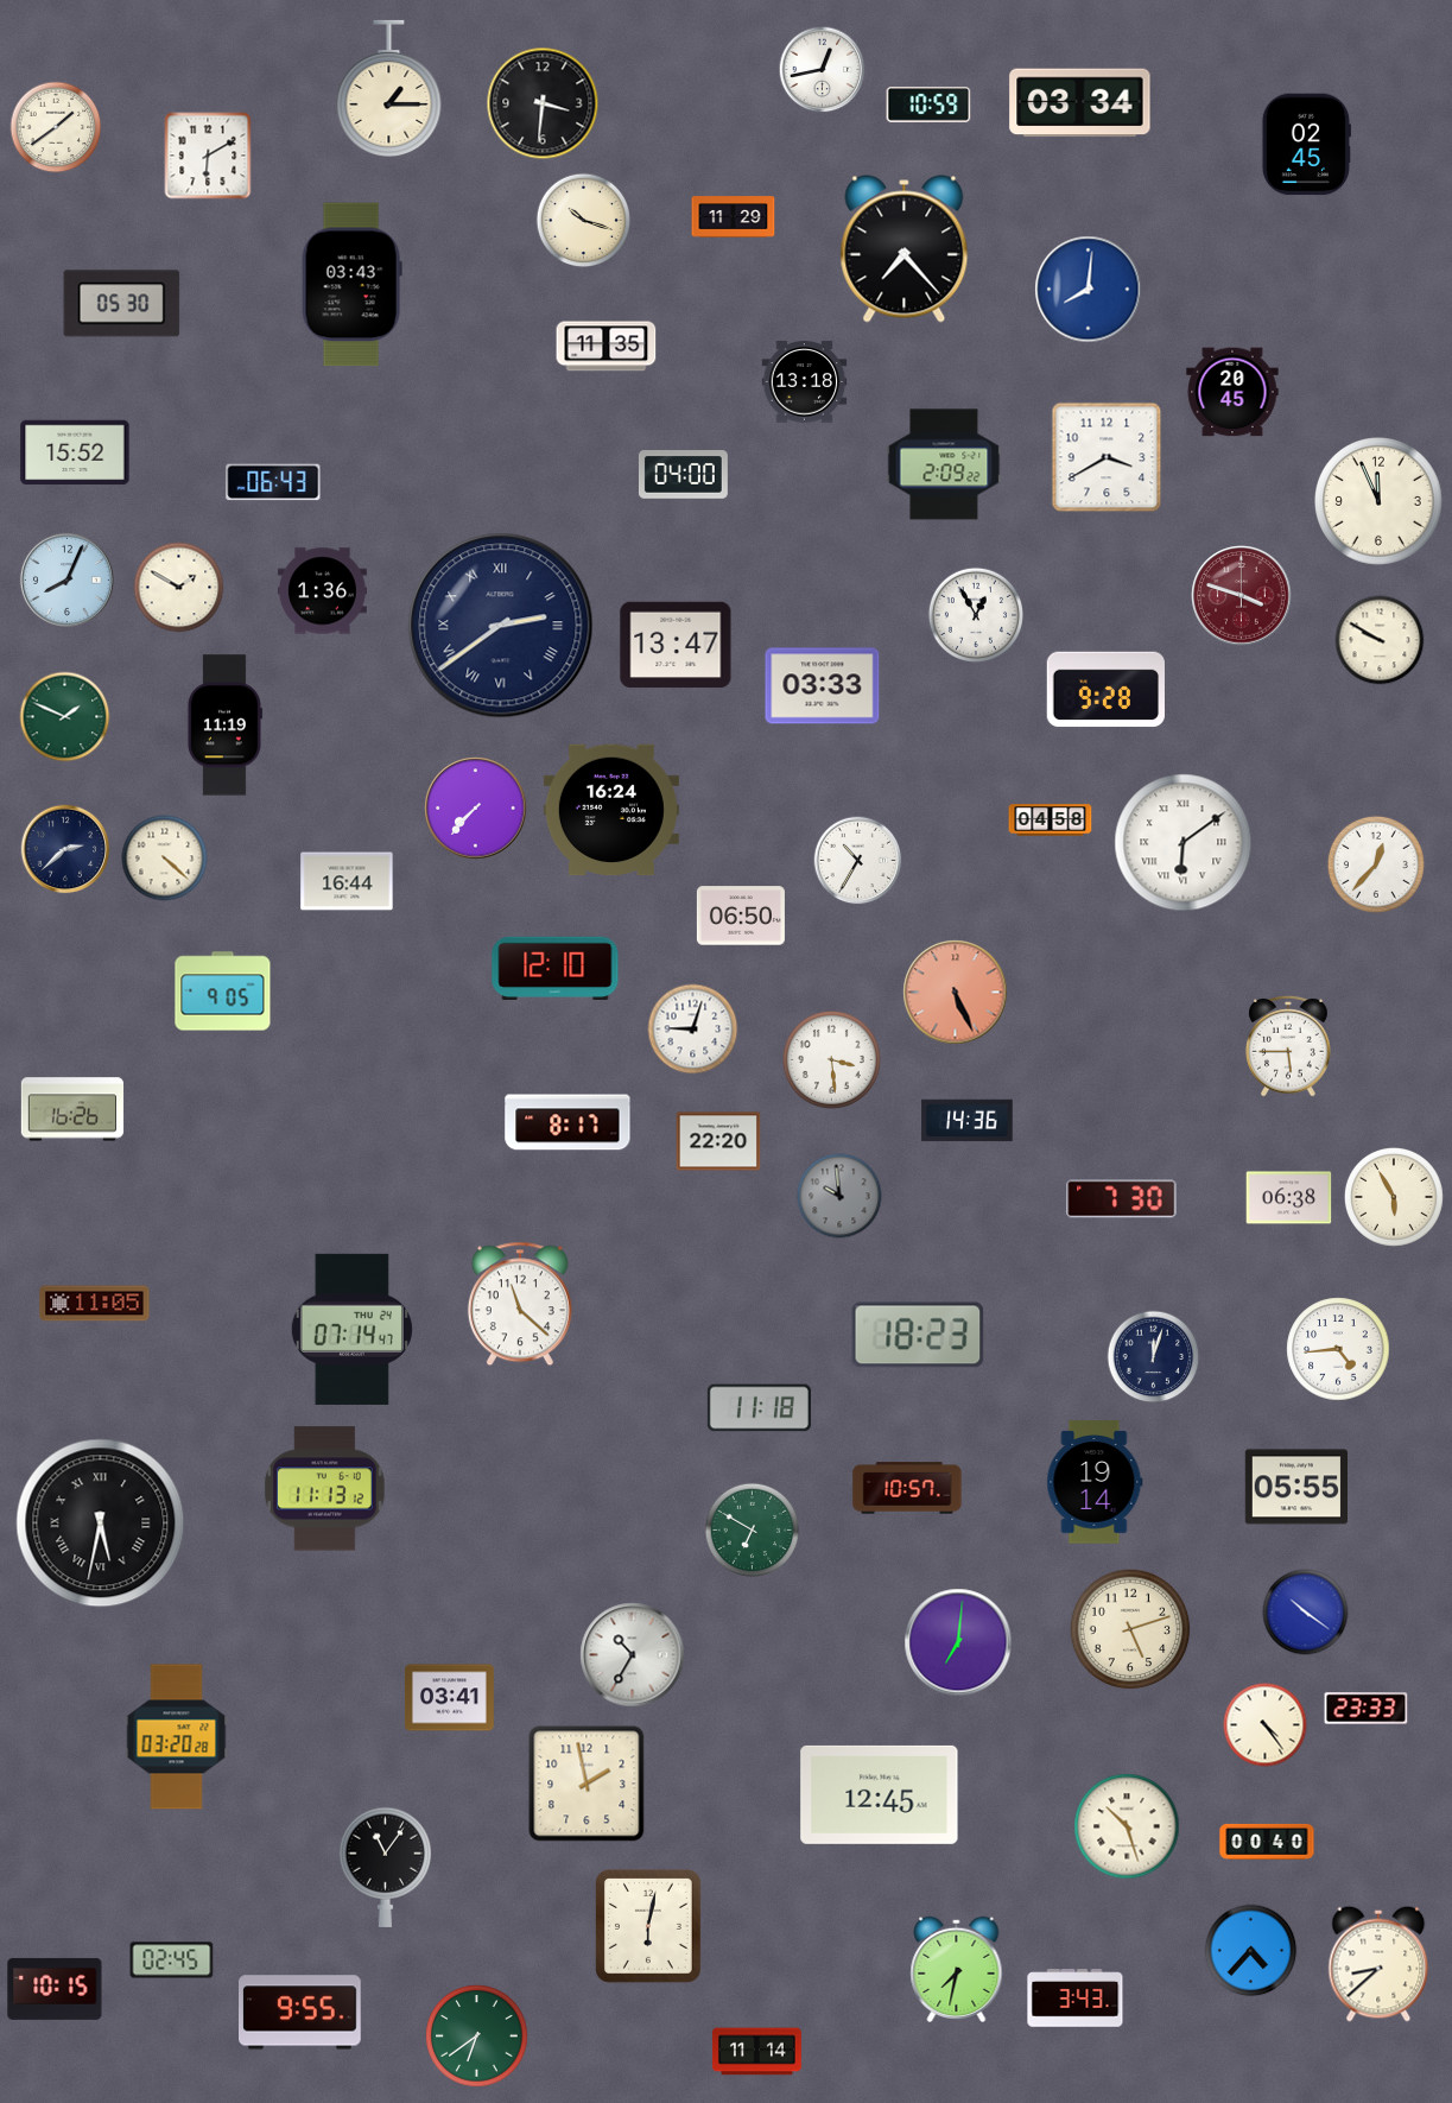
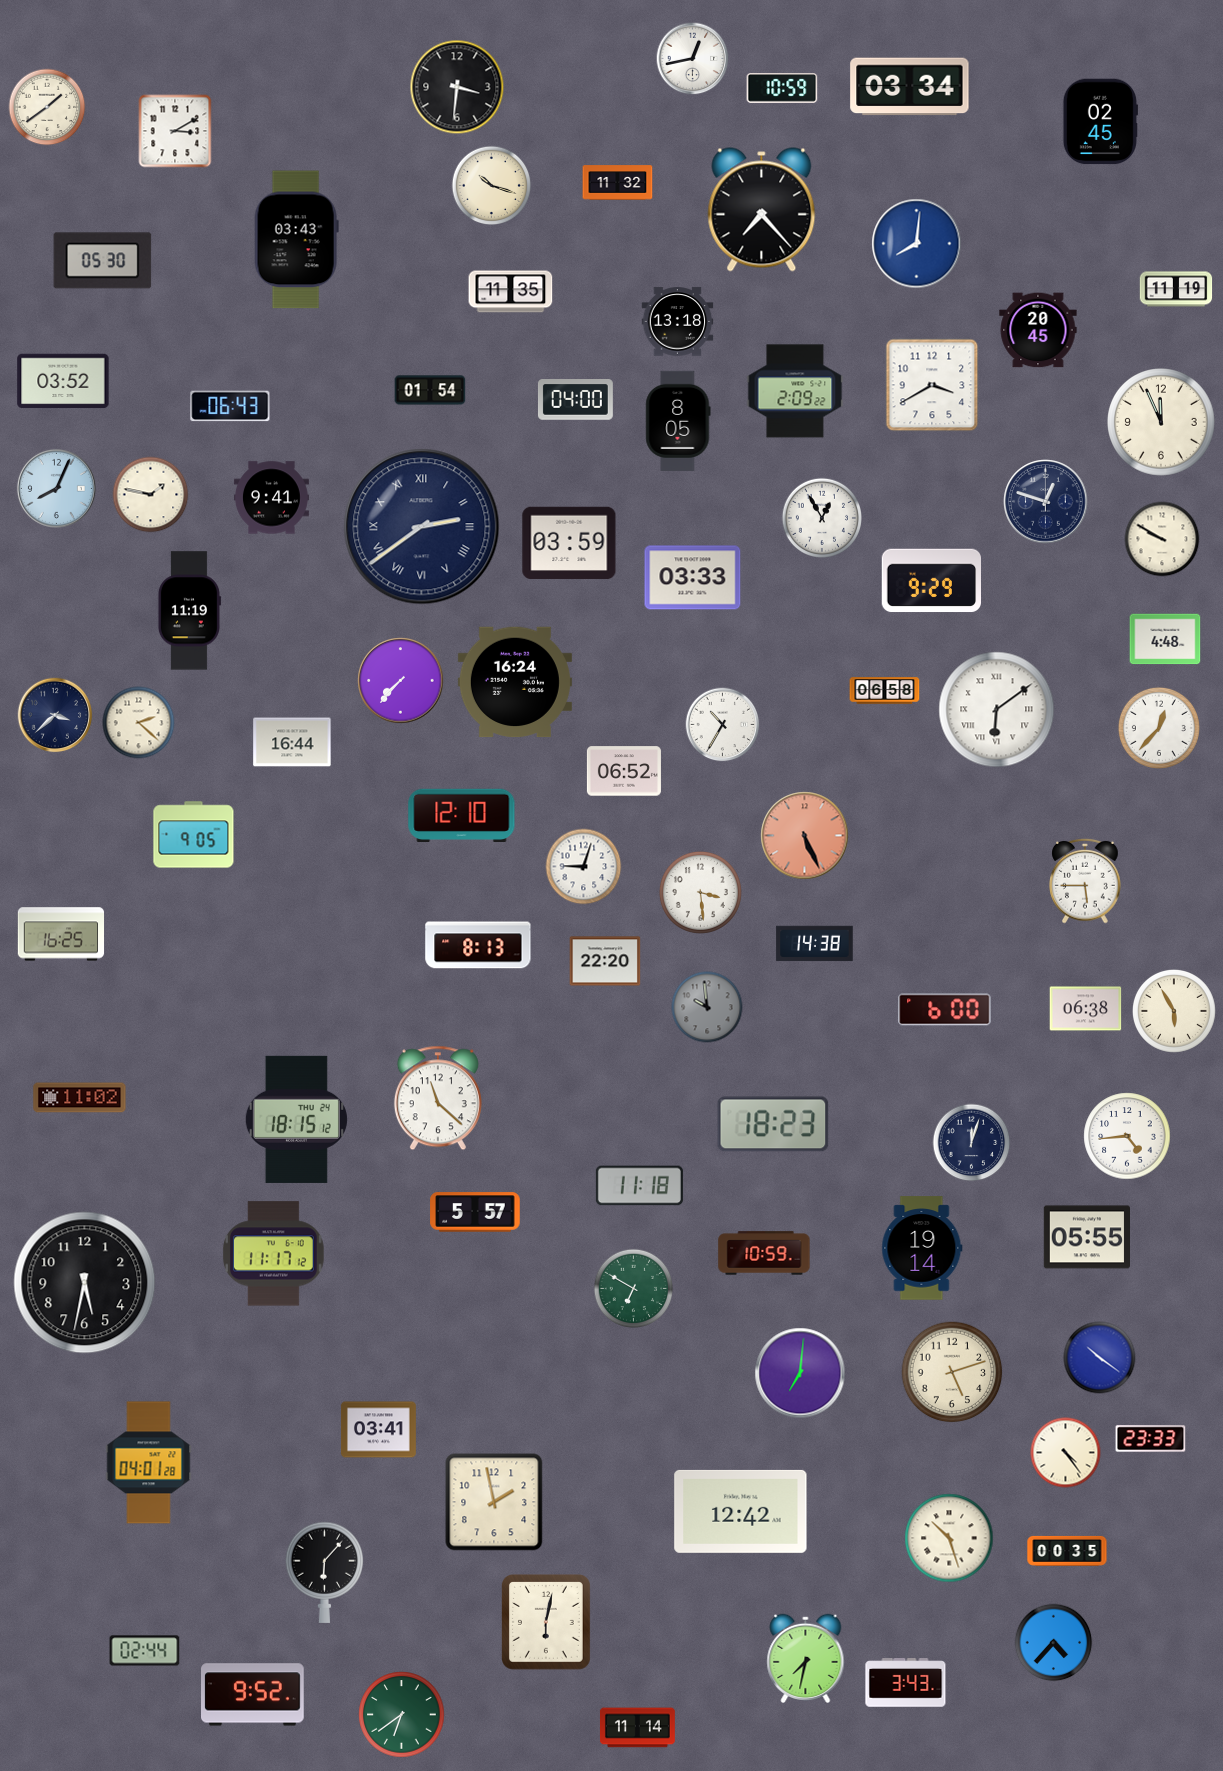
clock at (389, 88): 1:15 -> none
clock at (208, 156): 6:10 -> 3:10
clock at (734, 217): 11:29 -> 11:32
clock at (122, 304) position: (122, 304) -> (103, 261)
clock at (1176, 289): none -> 11:19
clock at (75, 452): 15:52 -> 03:52
clock at (430, 390): none -> 01:54
clock at (678, 421): none -> 8:05
clock at (179, 588): 1:50 -> 1:47
clock at (322, 591): 1:36 -> 9:41
clock at (1242, 596): 3:48 -> 12:48
clock at (1242, 596) dial: burgundy -> navy
clock at (676, 645): 13:47 -> 03:59
clock at (1105, 690): 9:28 -> 9:29
clock at (65, 717): 1:49 -> none
clock at (1165, 639): none -> 4:48
clock at (1051, 821): 04:58 -> 06:58
clock at (65, 849): 2:38 -> 3:38
clock at (165, 859): 4:22 -> 2:22
clock at (741, 916): 06:50 -> 06:52
clock at (556, 968) position: (556, 968) -> (462, 815)
clock at (223, 992) position: (223, 992) -> (194, 835)
clock at (72, 1109): 16:26 -> 16:25
clock at (968, 1121): 14:36 -> 14:38
clock at (568, 1122): 8:17 -> 8:13
clock at (1394, 1197) position: (1394, 1197) -> (1174, 1011)
clock at (1122, 1199): 7:30 -> 6:00
clock at (95, 1304): 11:05 -> 11:02
clock at (351, 1329): 07:14 -> 18:15
clock at (475, 1212): none -> 5:57
clock at (1295, 1487) position: (1295, 1487) -> (1086, 1237)
clock at (907, 1488): 10:57 -> 10:59
clock at (325, 1489): 11:13 -> 11:17
clock at (101, 1524) numerals: Roman -> Arabic
clock at (958, 1642) position: (958, 1642) -> (800, 1373)
clock at (633, 1655): 10:35 -> none
clock at (177, 1737): 03:20 -> 04:01
clock at (880, 1794): 12:45 -> 12:42
clock at (1267, 1842): 00:40 -> 00:35
clock at (385, 1867): 11:06 -> 6:07
clock at (172, 1961): 02:45 -> 02:44
clock at (1378, 1964): 8:38 -> none
clock at (55, 1989): 10:15 -> none
clock at (300, 2013): 9:55 -> 9:52
